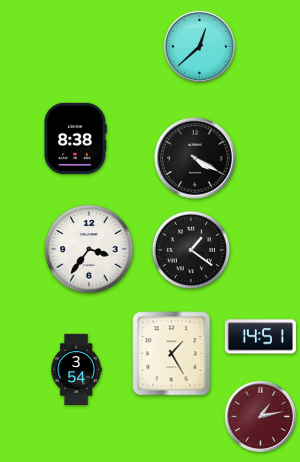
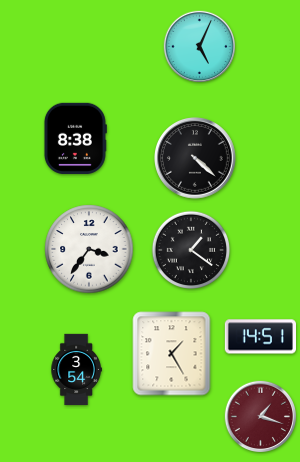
clock at (200, 47): 12:38 -> 5:04
clock at (196, 159): 4:20 -> 4:22
clock at (261, 417): 1:13 -> 1:18
